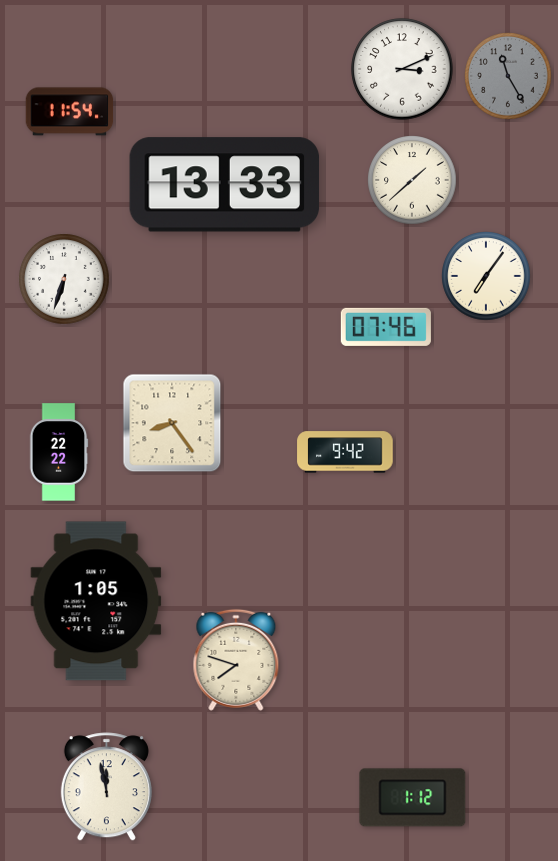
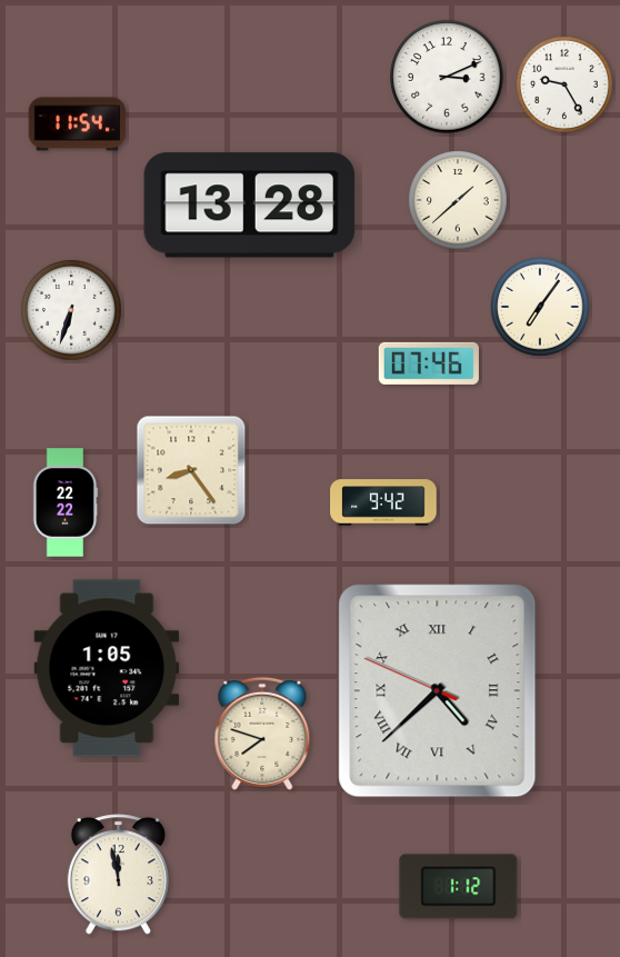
clock at (508, 76): 11:25 -> 9:25
clock at (508, 76) dial: grey -> white
clock at (225, 185): 13:33 -> 13:28
clock at (438, 691): none -> 4:37
